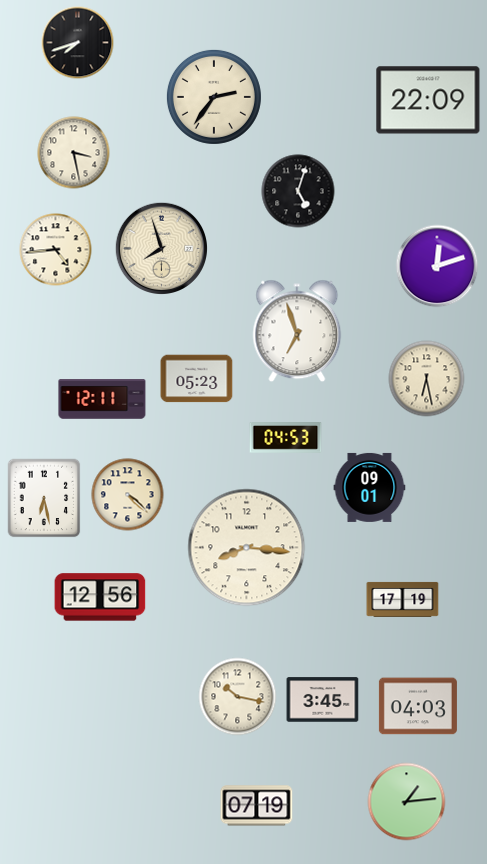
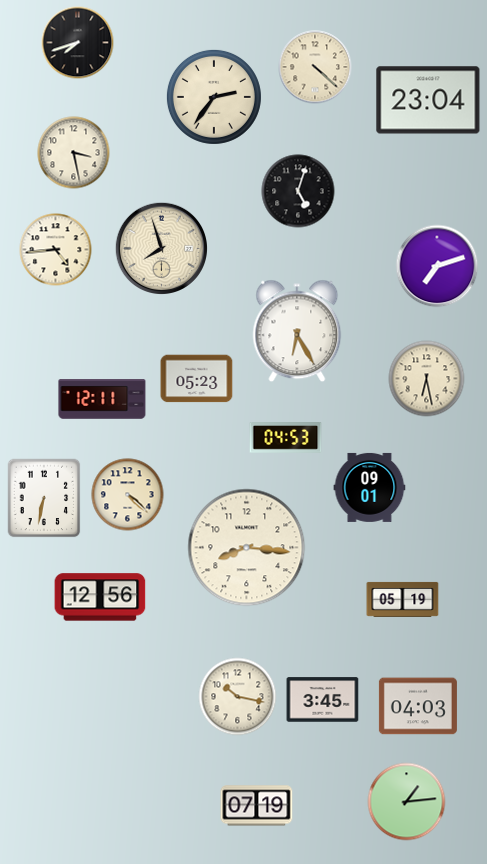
clock at (315, 67): none -> 4:22
clock at (428, 100): 22:09 -> 23:04
clock at (437, 266): 12:12 -> 7:12
clock at (297, 331): 6:57 -> 6:25
clock at (44, 498): 6:28 -> 6:32
clock at (403, 599): 17:19 -> 05:19
